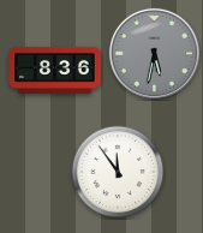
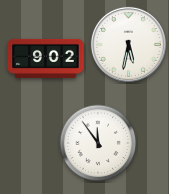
clock at (154, 53) dial: grey -> white
clock at (55, 70): 8:36 -> 9:02
